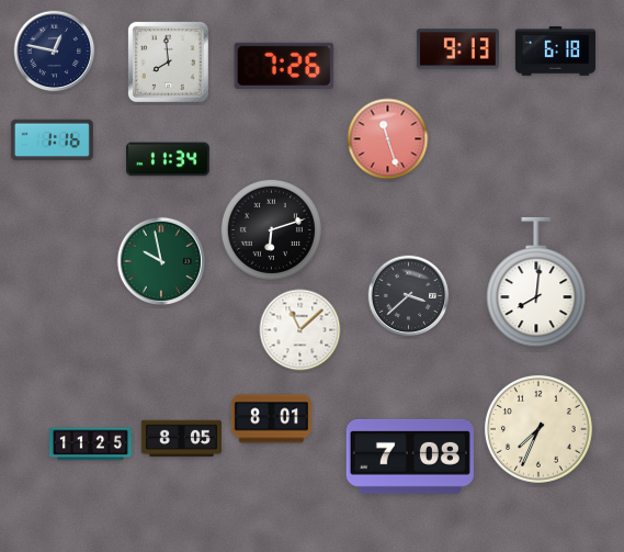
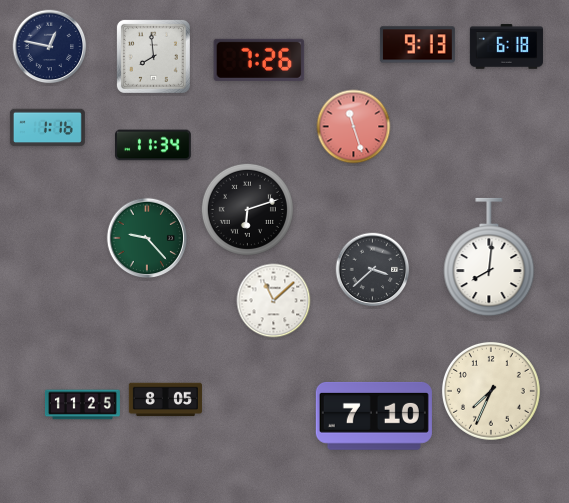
clock at (161, 261): 9:58 -> 9:23
clock at (271, 419): 8:01 -> none
clock at (410, 457): 7:08 -> 7:10
